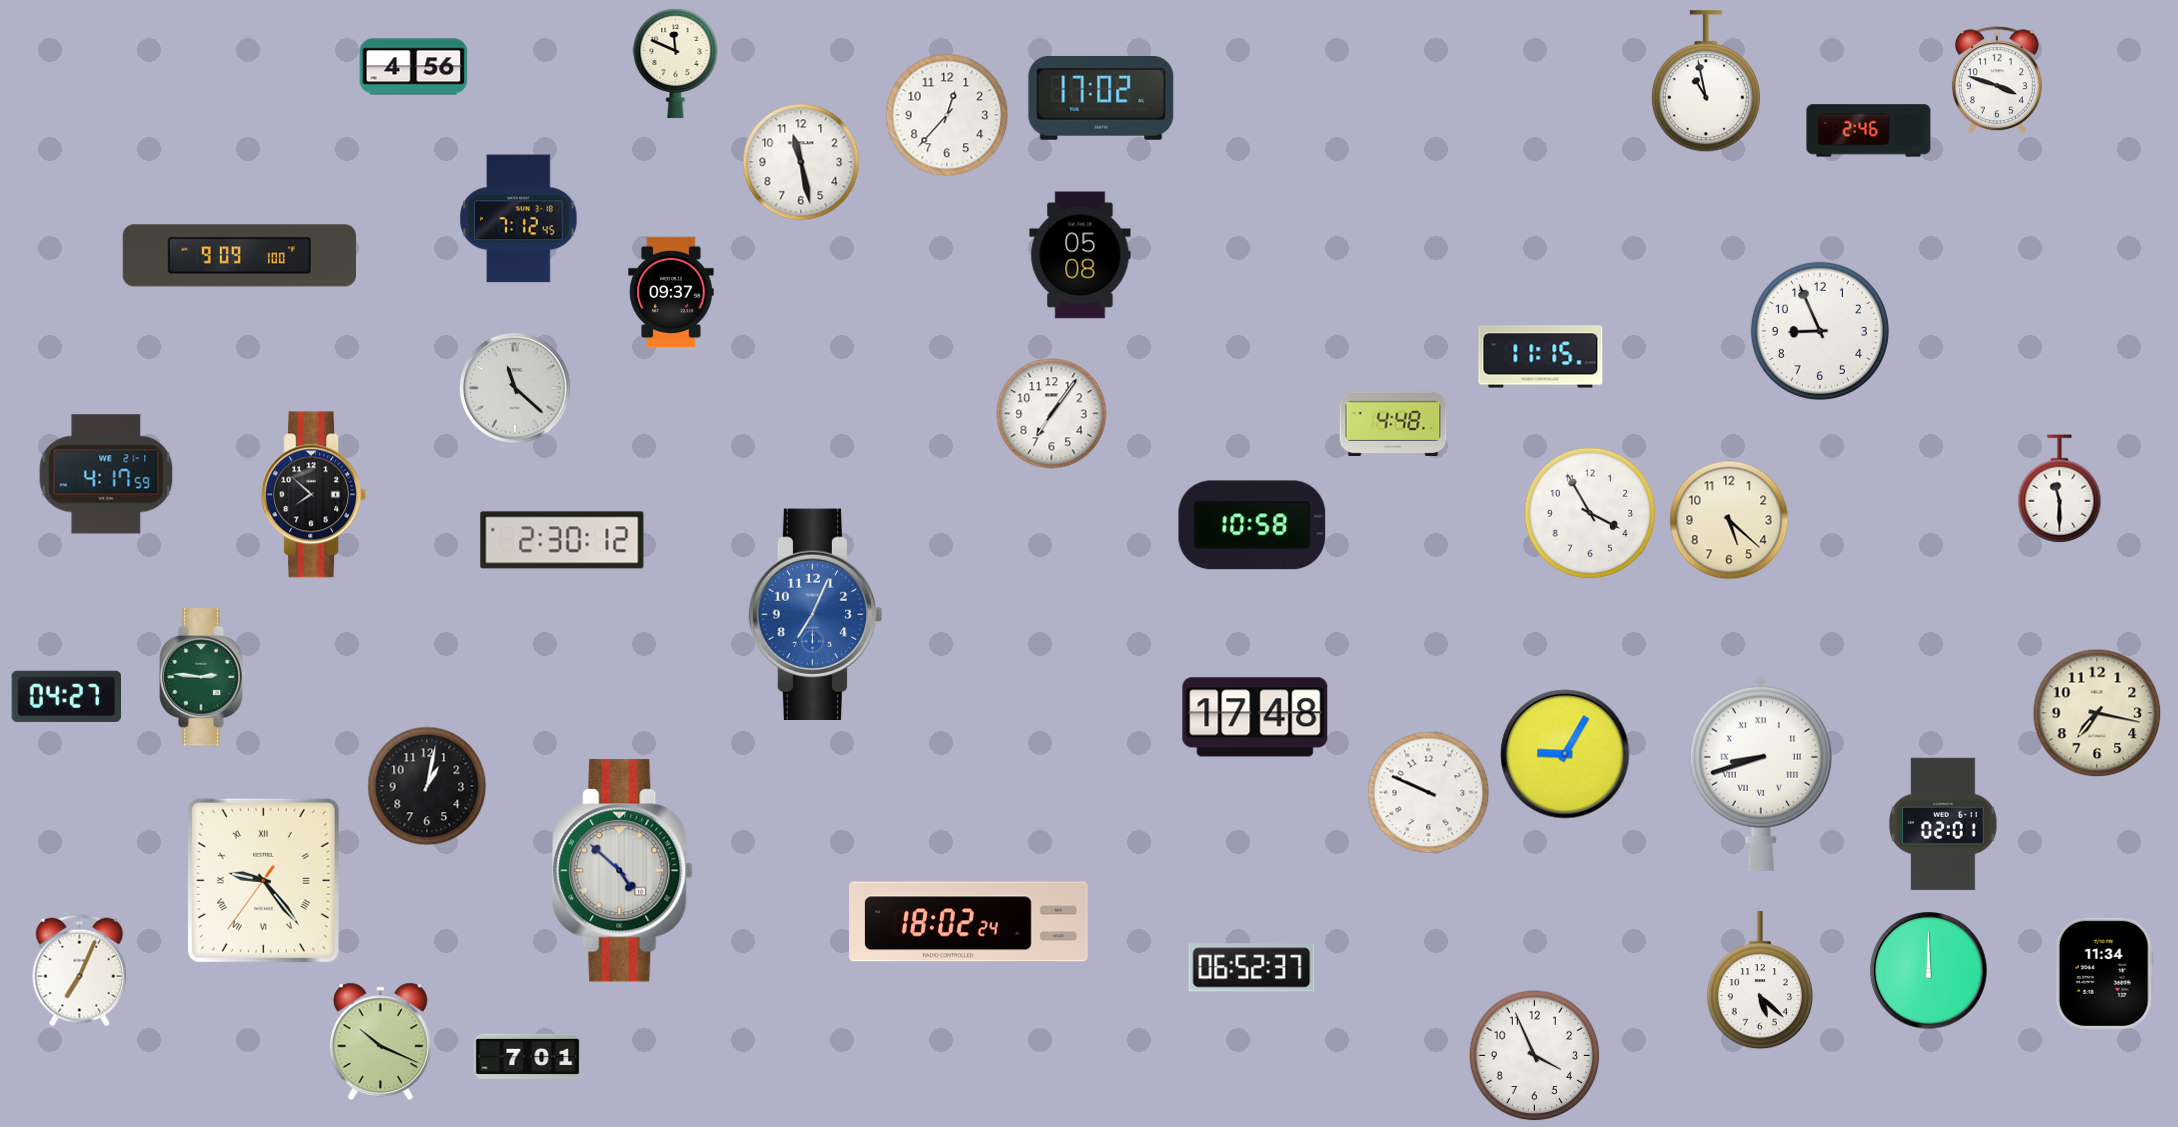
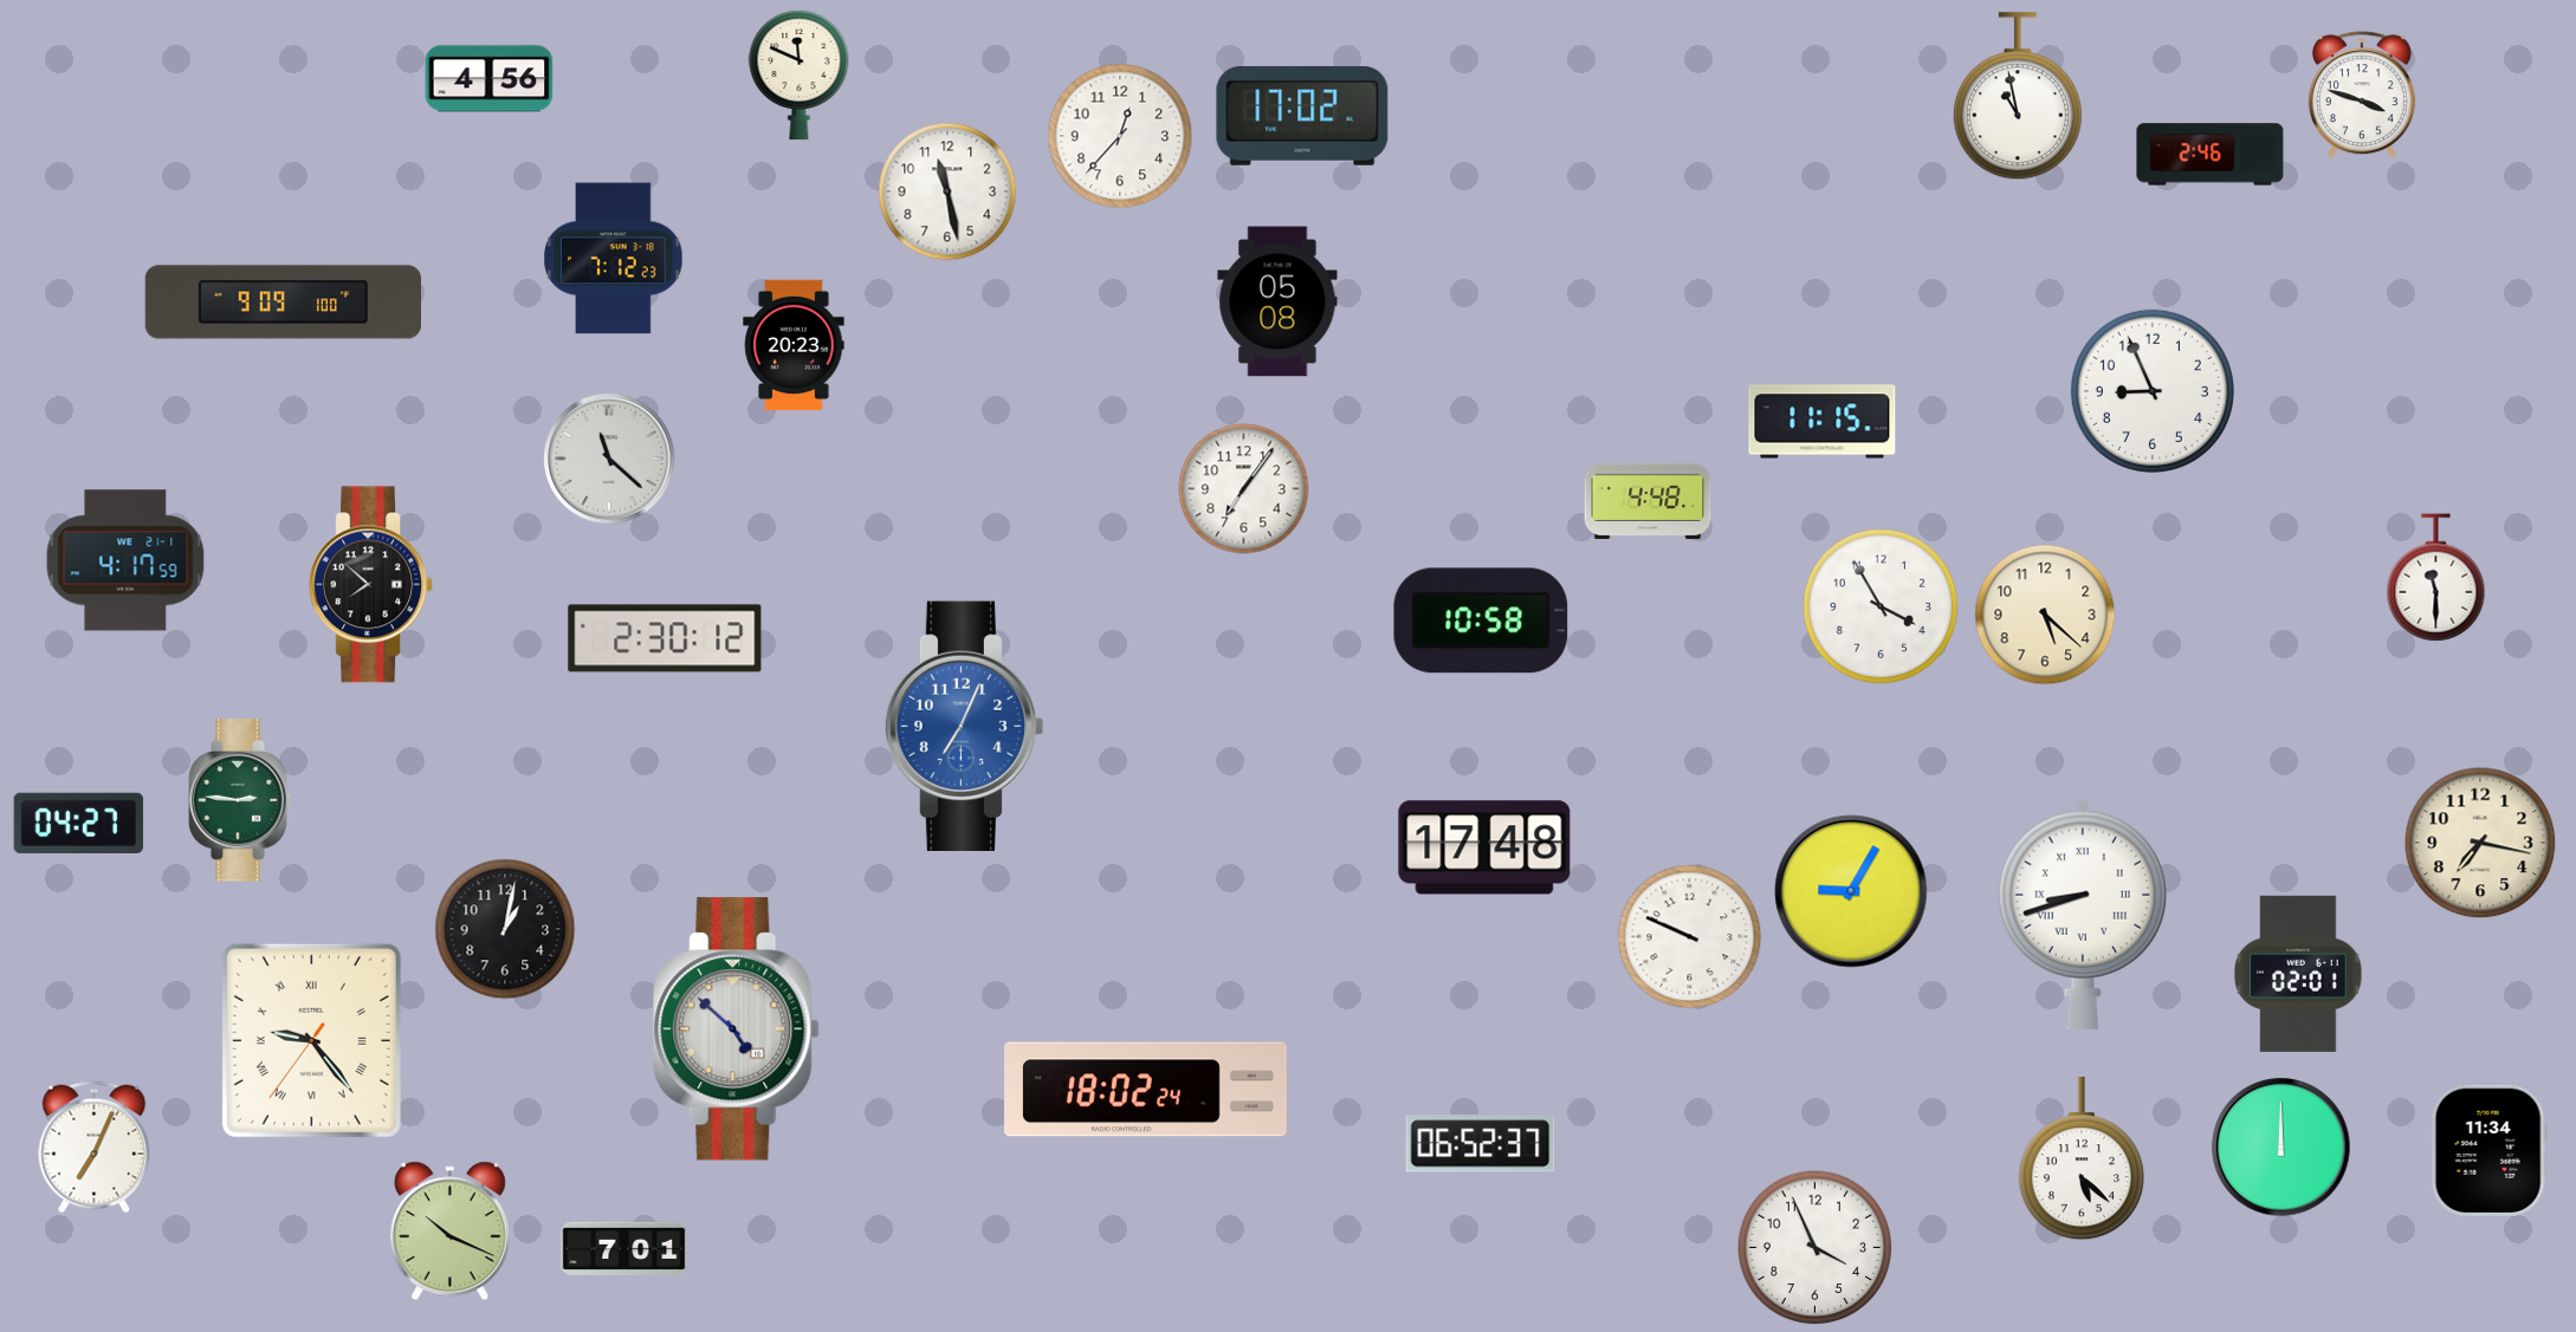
clock at (519, 219): 7:12:45 -> 7:12:23
clock at (671, 292): 09:37 -> 20:23
